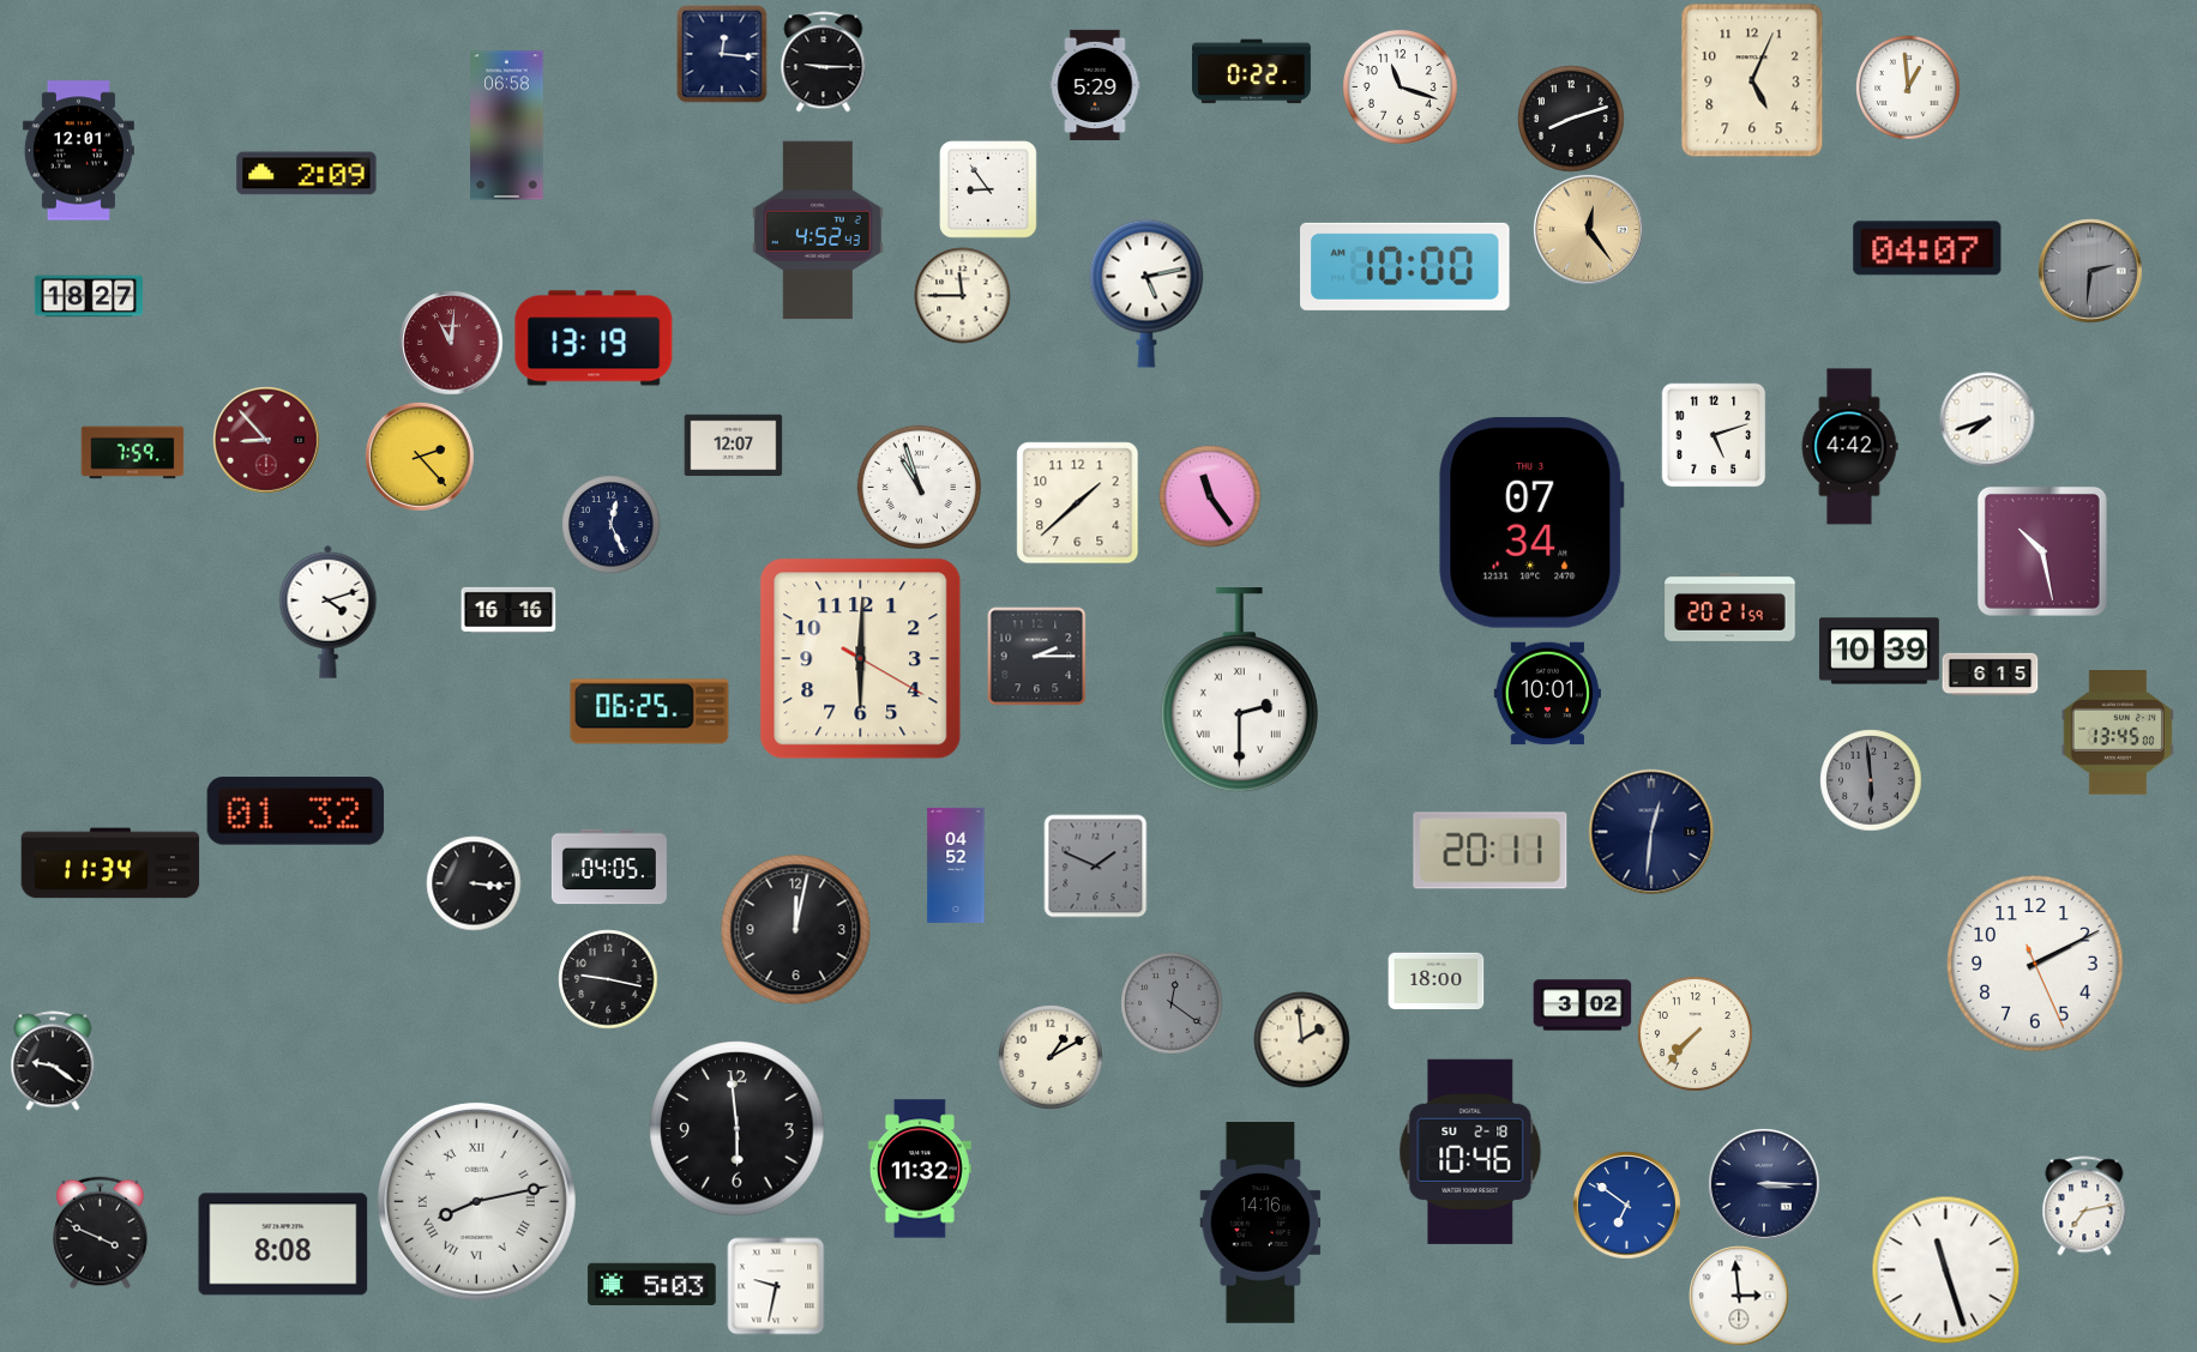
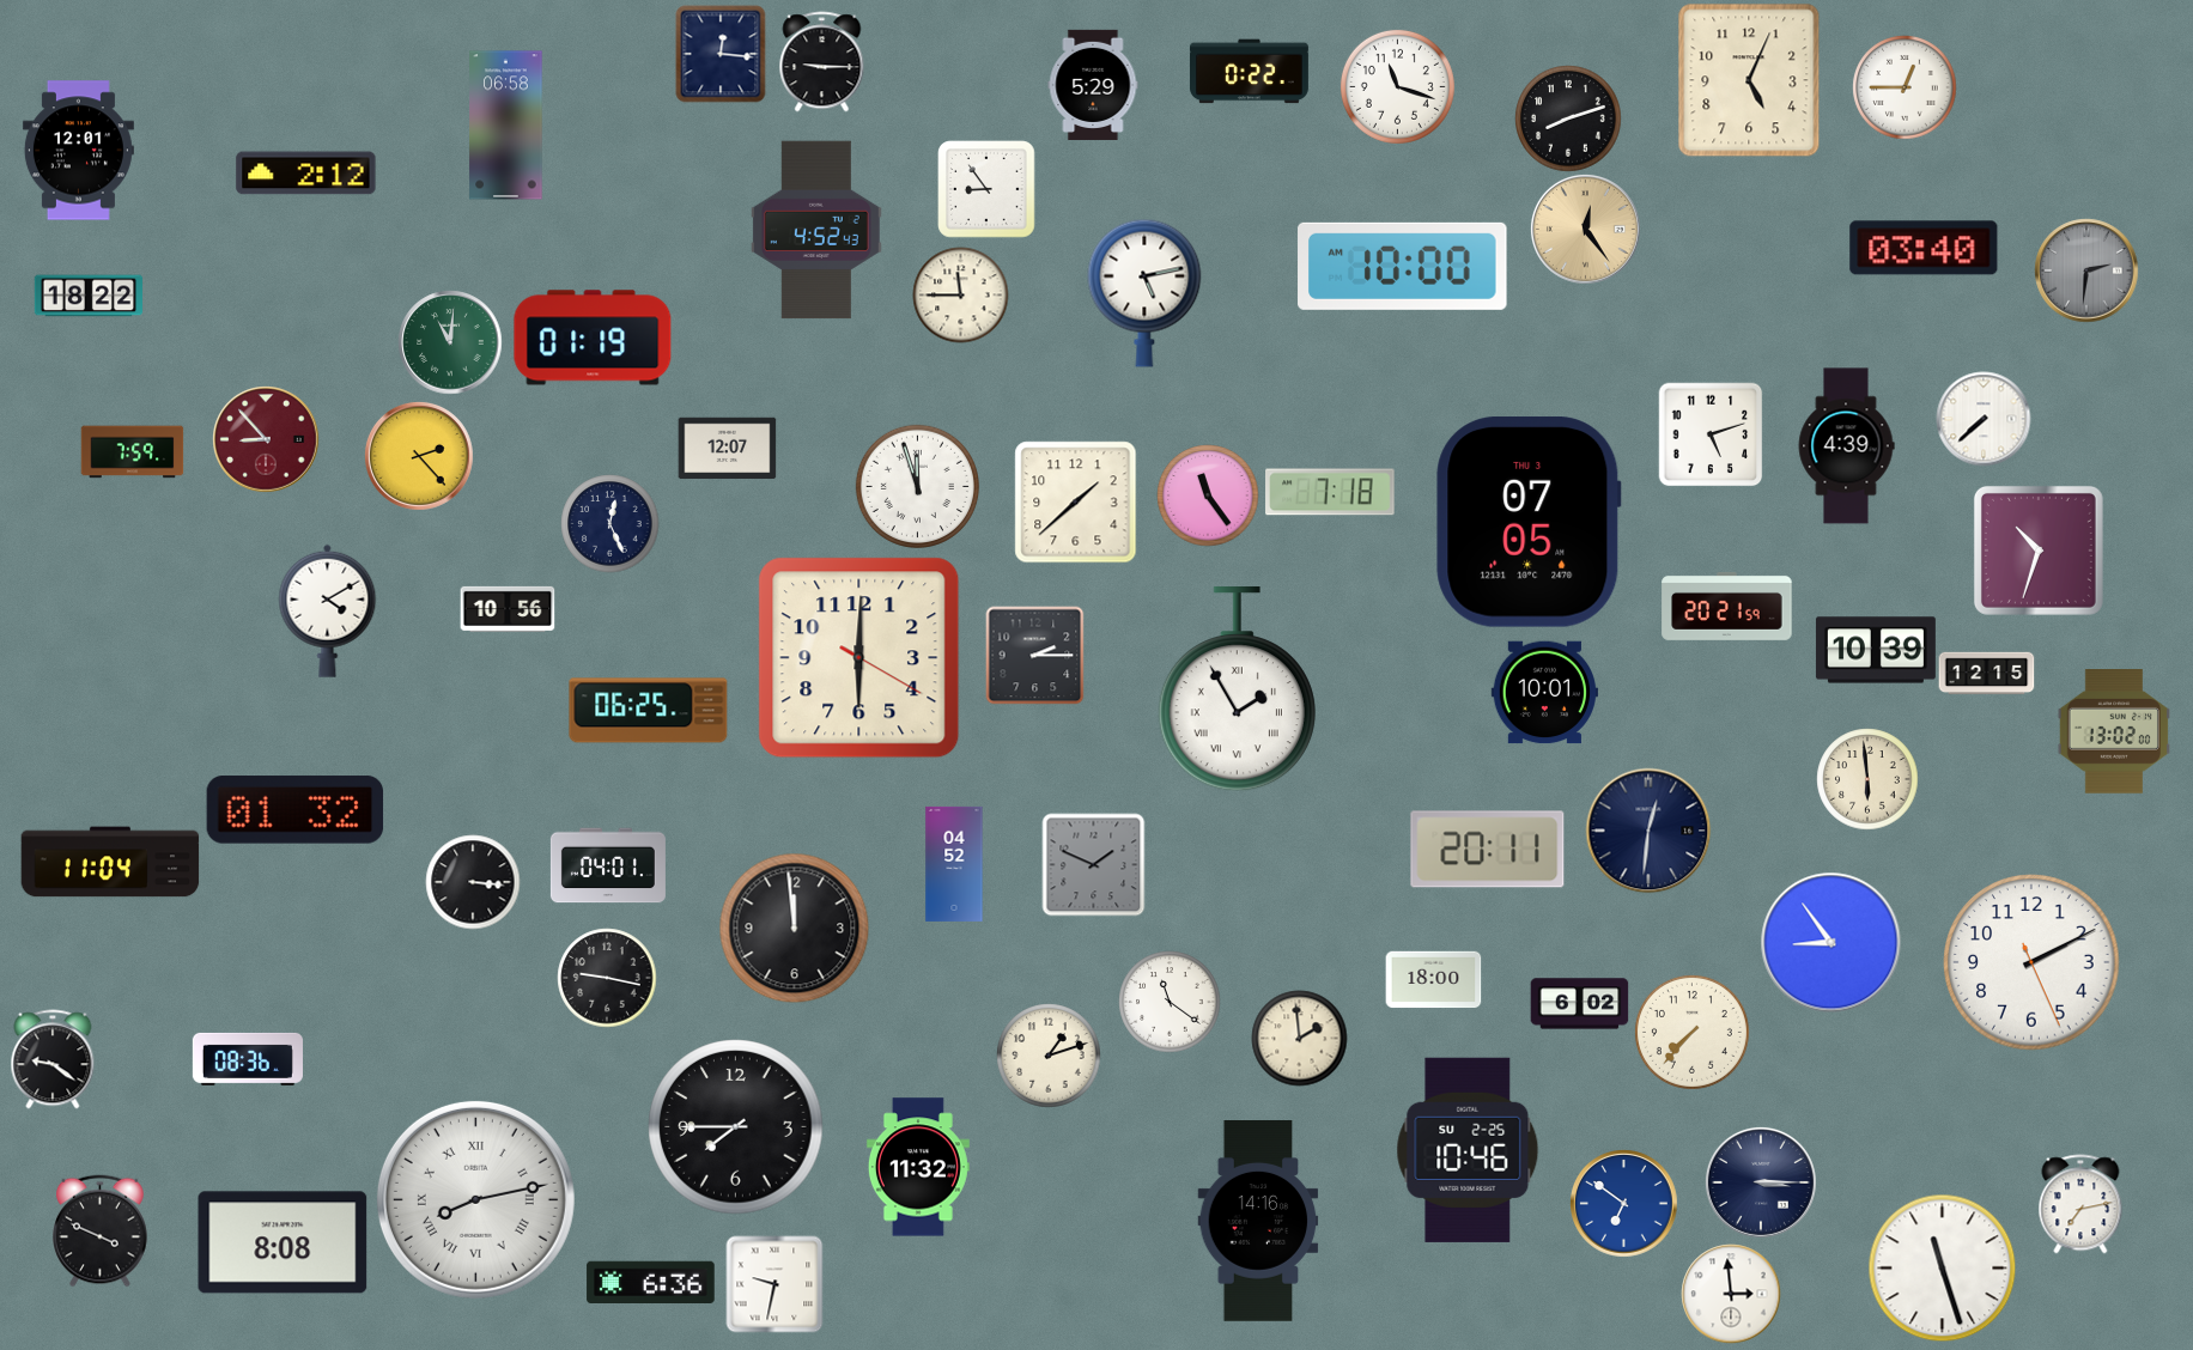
clock at (1908, 87): 12:59 -> 12:45
clock at (307, 174): 2:09 -> 2:12
clock at (1927, 248): 04:07 -> 03:40
clock at (88, 296): 18:27 -> 18:22
clock at (594, 338): 13:19 -> 01:19
clock at (451, 343) dial: burgundy -> green
clock at (1987, 420): 7:42 -> 7:38
clock at (733, 446) position: (733, 446) -> (727, 449)
clock at (1849, 447): 4:42 -> 4:39
clock at (919, 487): 10:57 -> 11:57
clock at (1330, 492): none -> 7:18
clock at (1531, 523): 07:34 -> 07:05
clock at (2042, 551): 10:28 -> 10:33
clock at (508, 610): 16:16 -> 10:56
clock at (329, 611): 4:12 -> 4:10
clock at (1990, 675): 6:15 -> 12:15
clock at (1239, 692): 2:30 -> 1:55
clock at (2117, 734): 13:45 -> 13:02
clock at (1871, 780) dial: grey -> cream
clock at (110, 863): 11:34 -> 11:04
clock at (609, 867): 04:05 -> 04:01
clock at (795, 929): 12:02 -> 11:59
clock at (1830, 942): none -> 8:54
clock at (1172, 1003): 12:21 -> 11:21
clock at (1172, 1003) dial: grey -> white
clock at (1582, 1006): 3:02 -> 6:02
clock at (1051, 1057): 1:10 -> 1:12
clock at (248, 1059): none -> 08:36
clock at (738, 1129): 5:59 -> 7:45
clock at (1470, 1152) date: SU 2-18 -> SU 2-25
clock at (652, 1285): 5:03 -> 6:36
clock at (1739, 1296) position: (1739, 1296) -> (1731, 1294)
